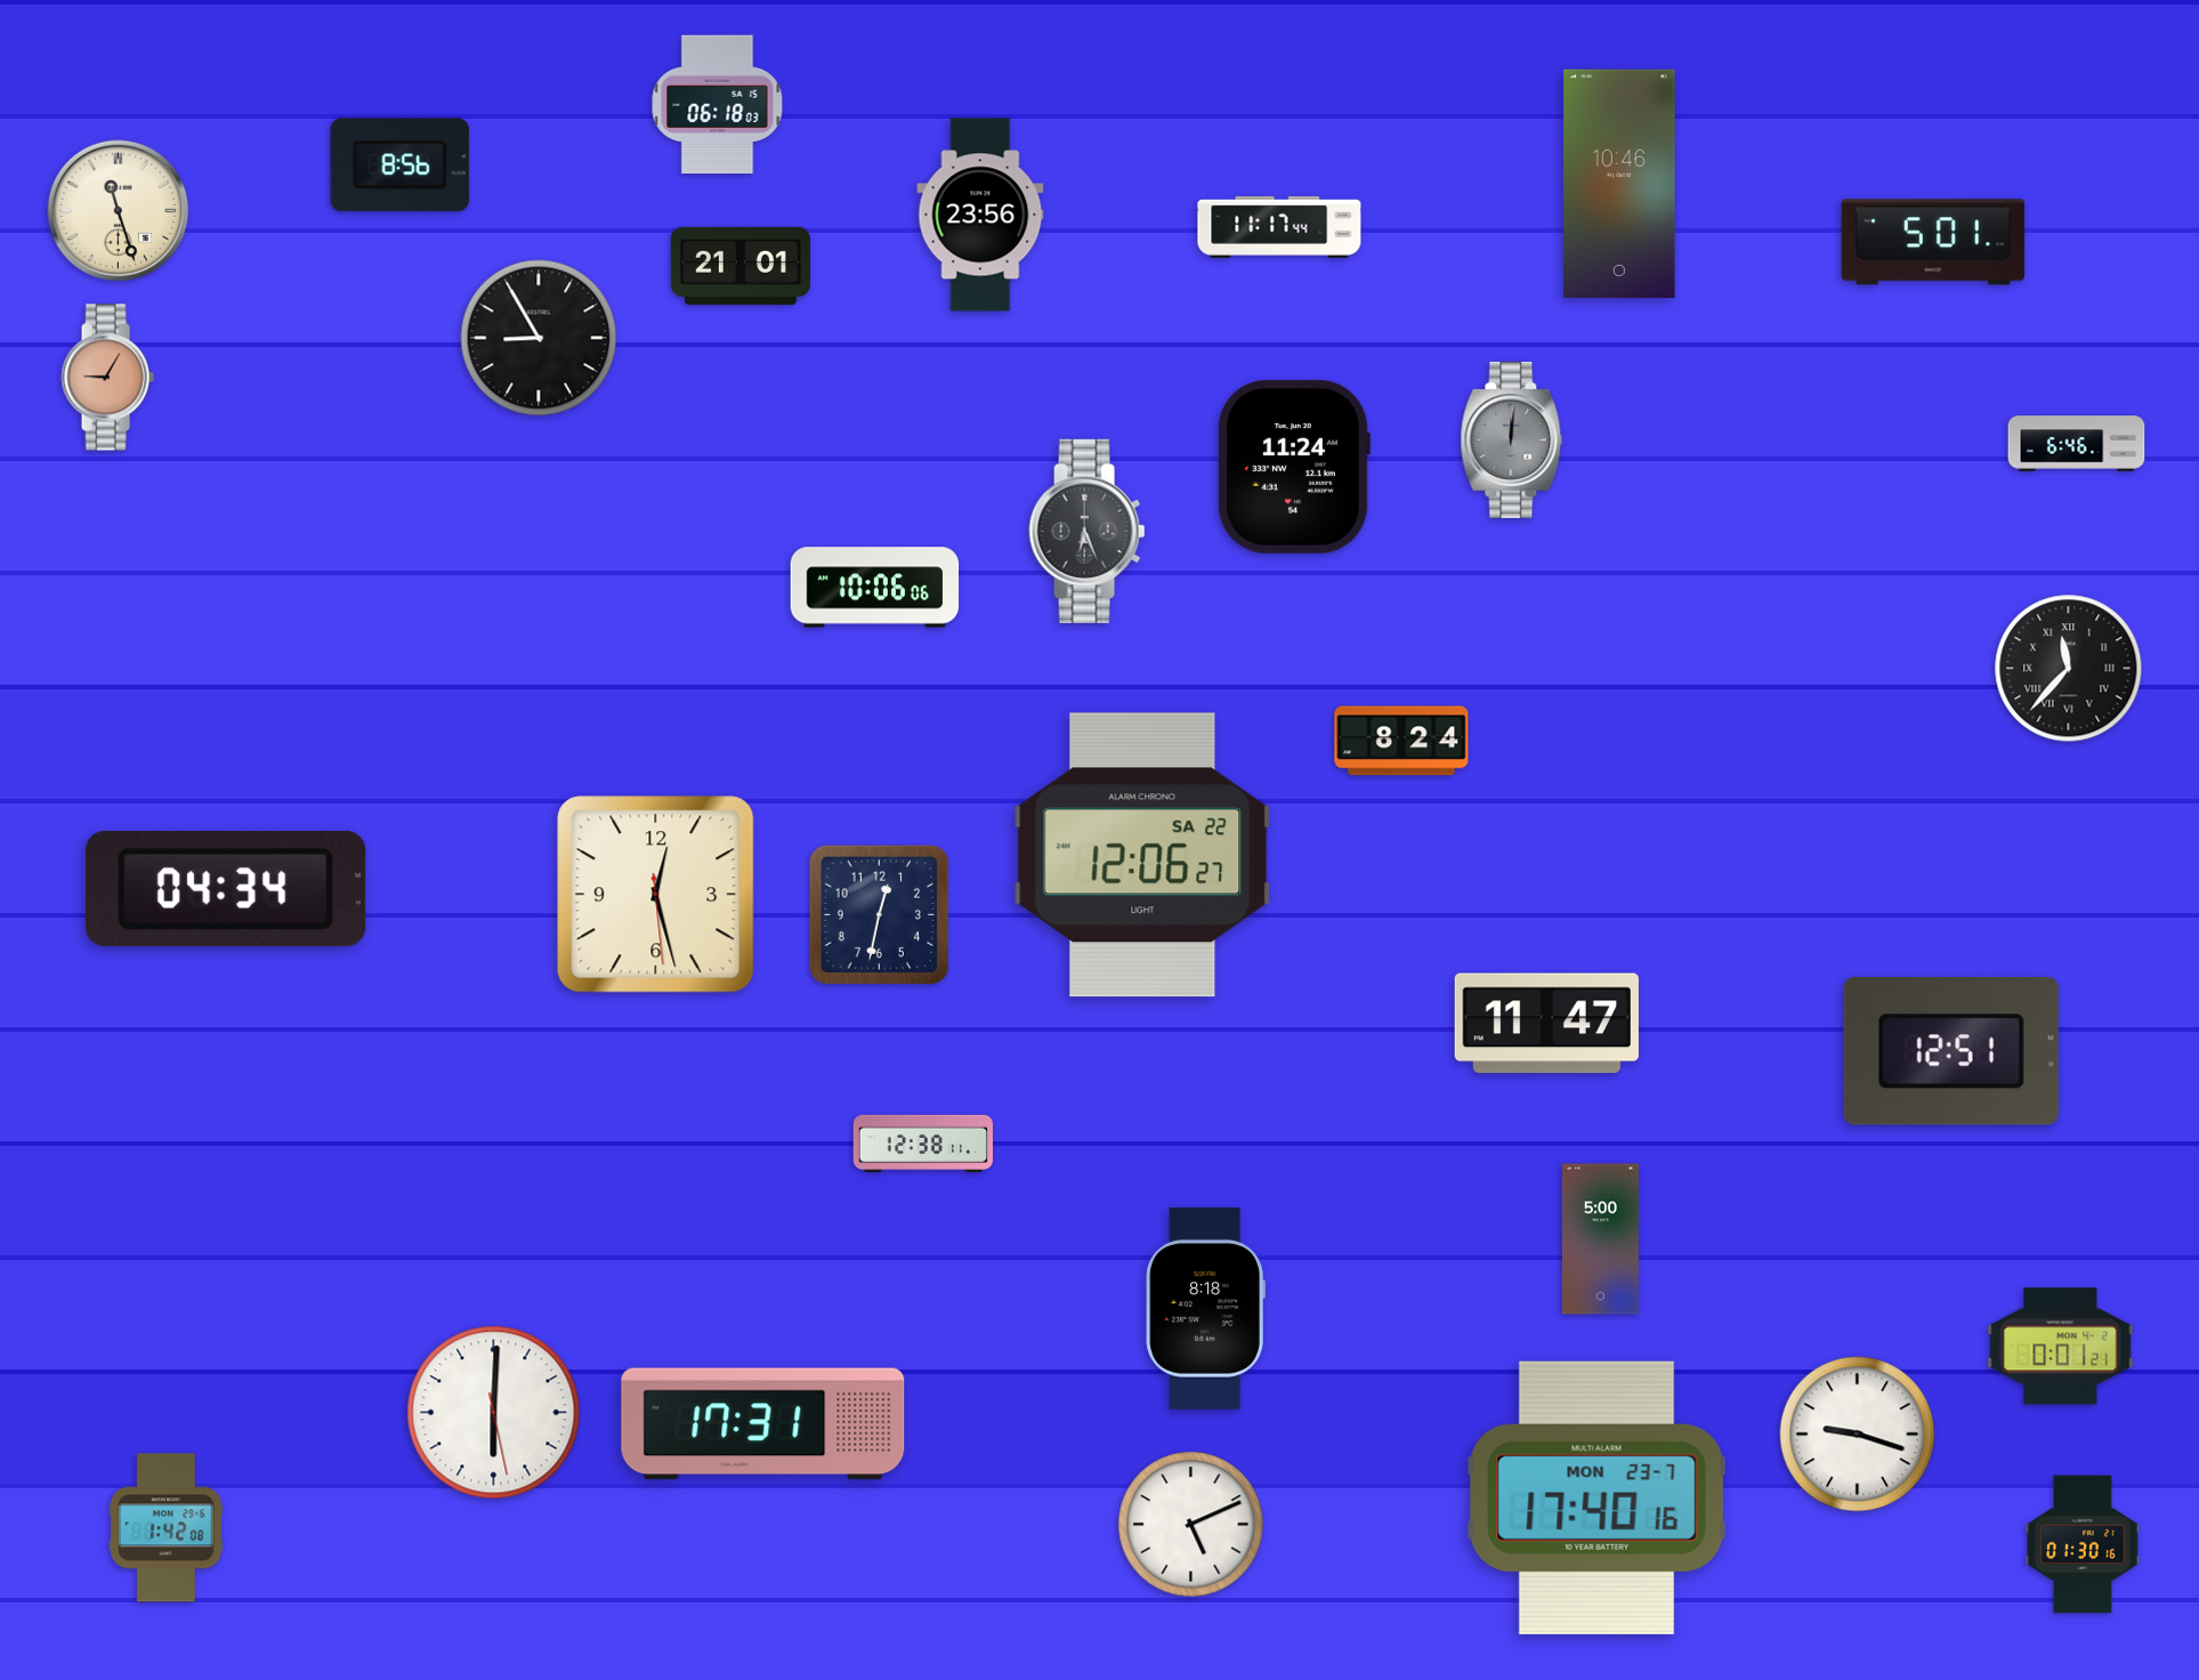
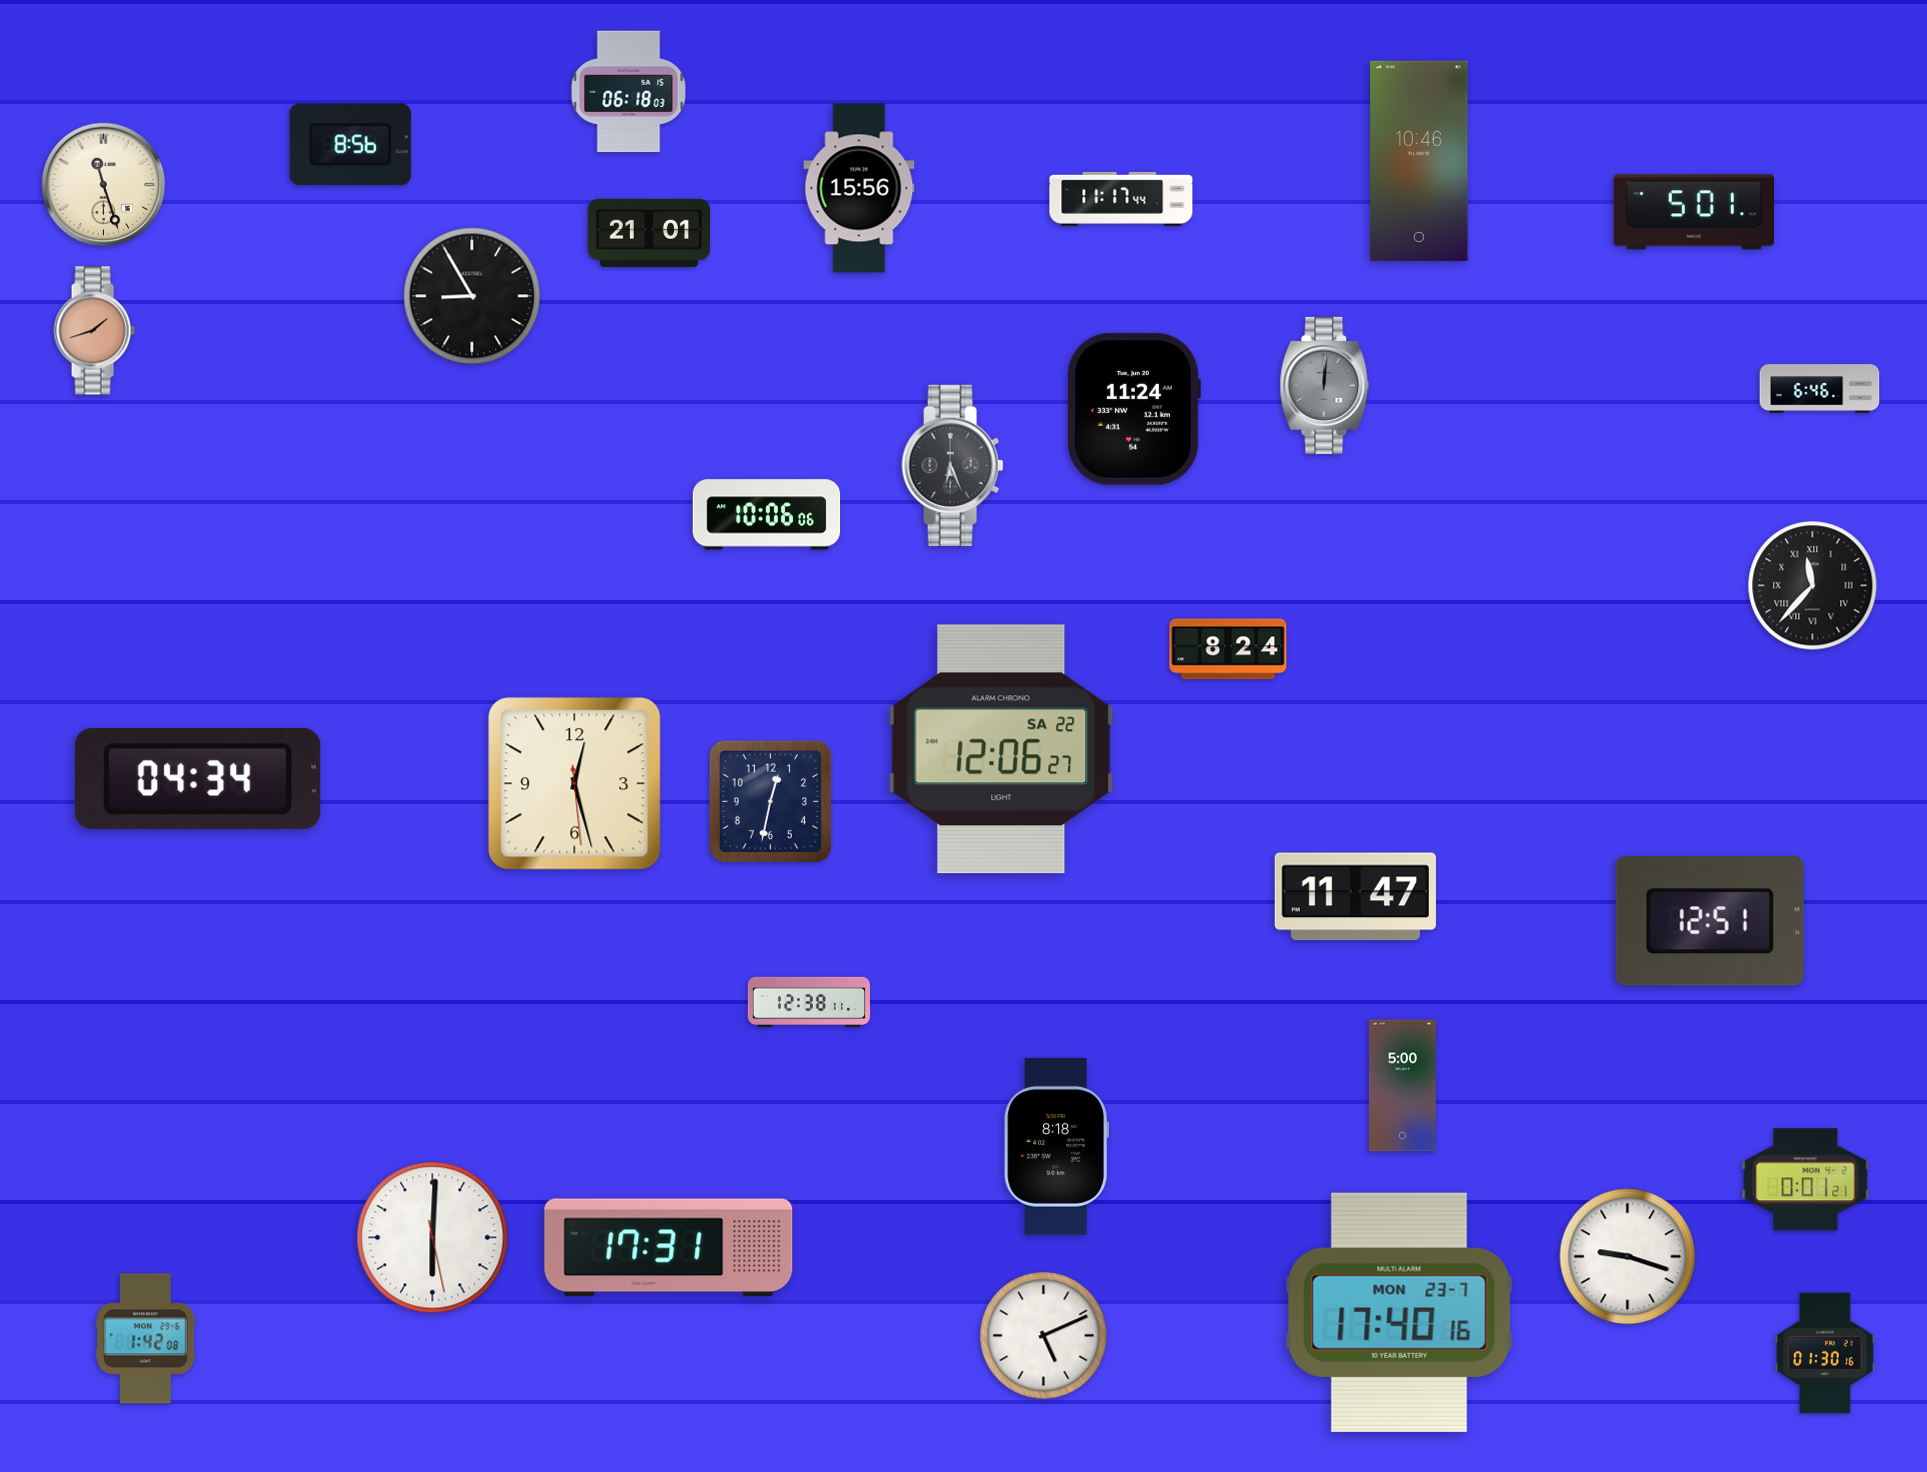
clock at (980, 215): 23:56 -> 15:56
clock at (107, 378): 9:05 -> 1:42
